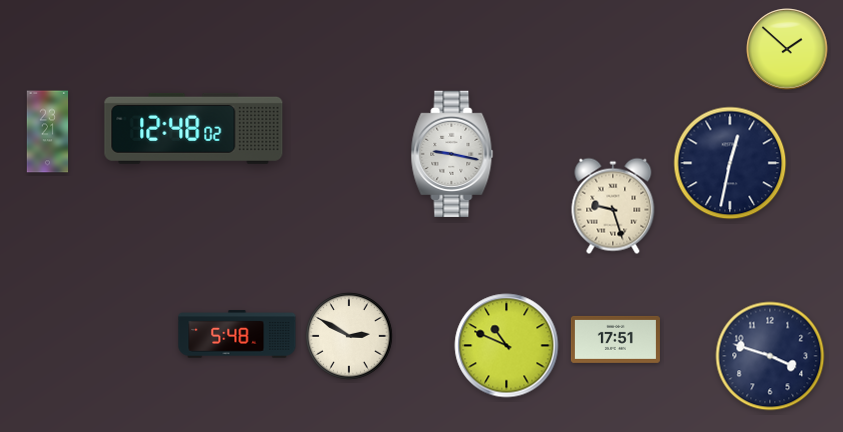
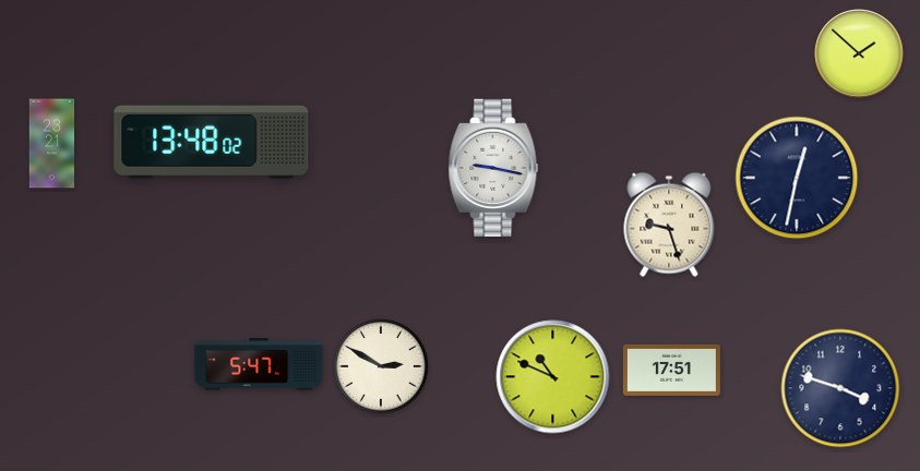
clock at (194, 128): 12:48 -> 13:48
clock at (237, 334): 5:48 -> 5:47
